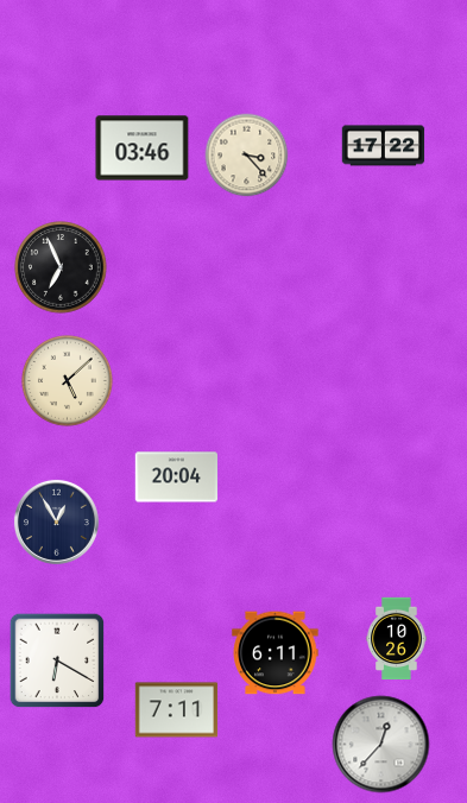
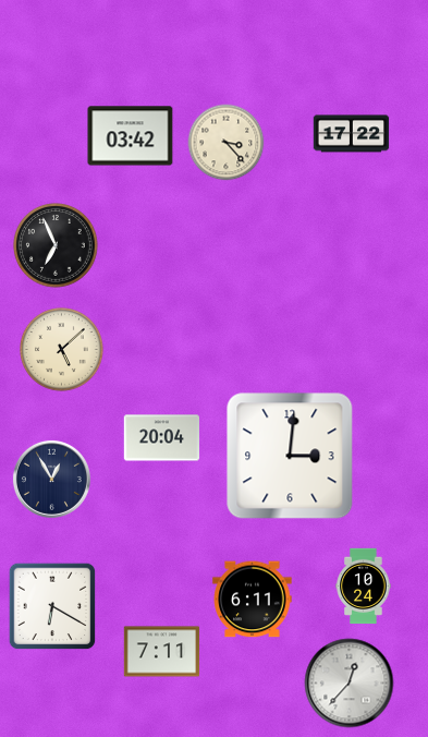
clock at (143, 148): 03:46 -> 03:42
clock at (290, 456): none -> 3:01
clock at (397, 639): 10:26 -> 10:24
